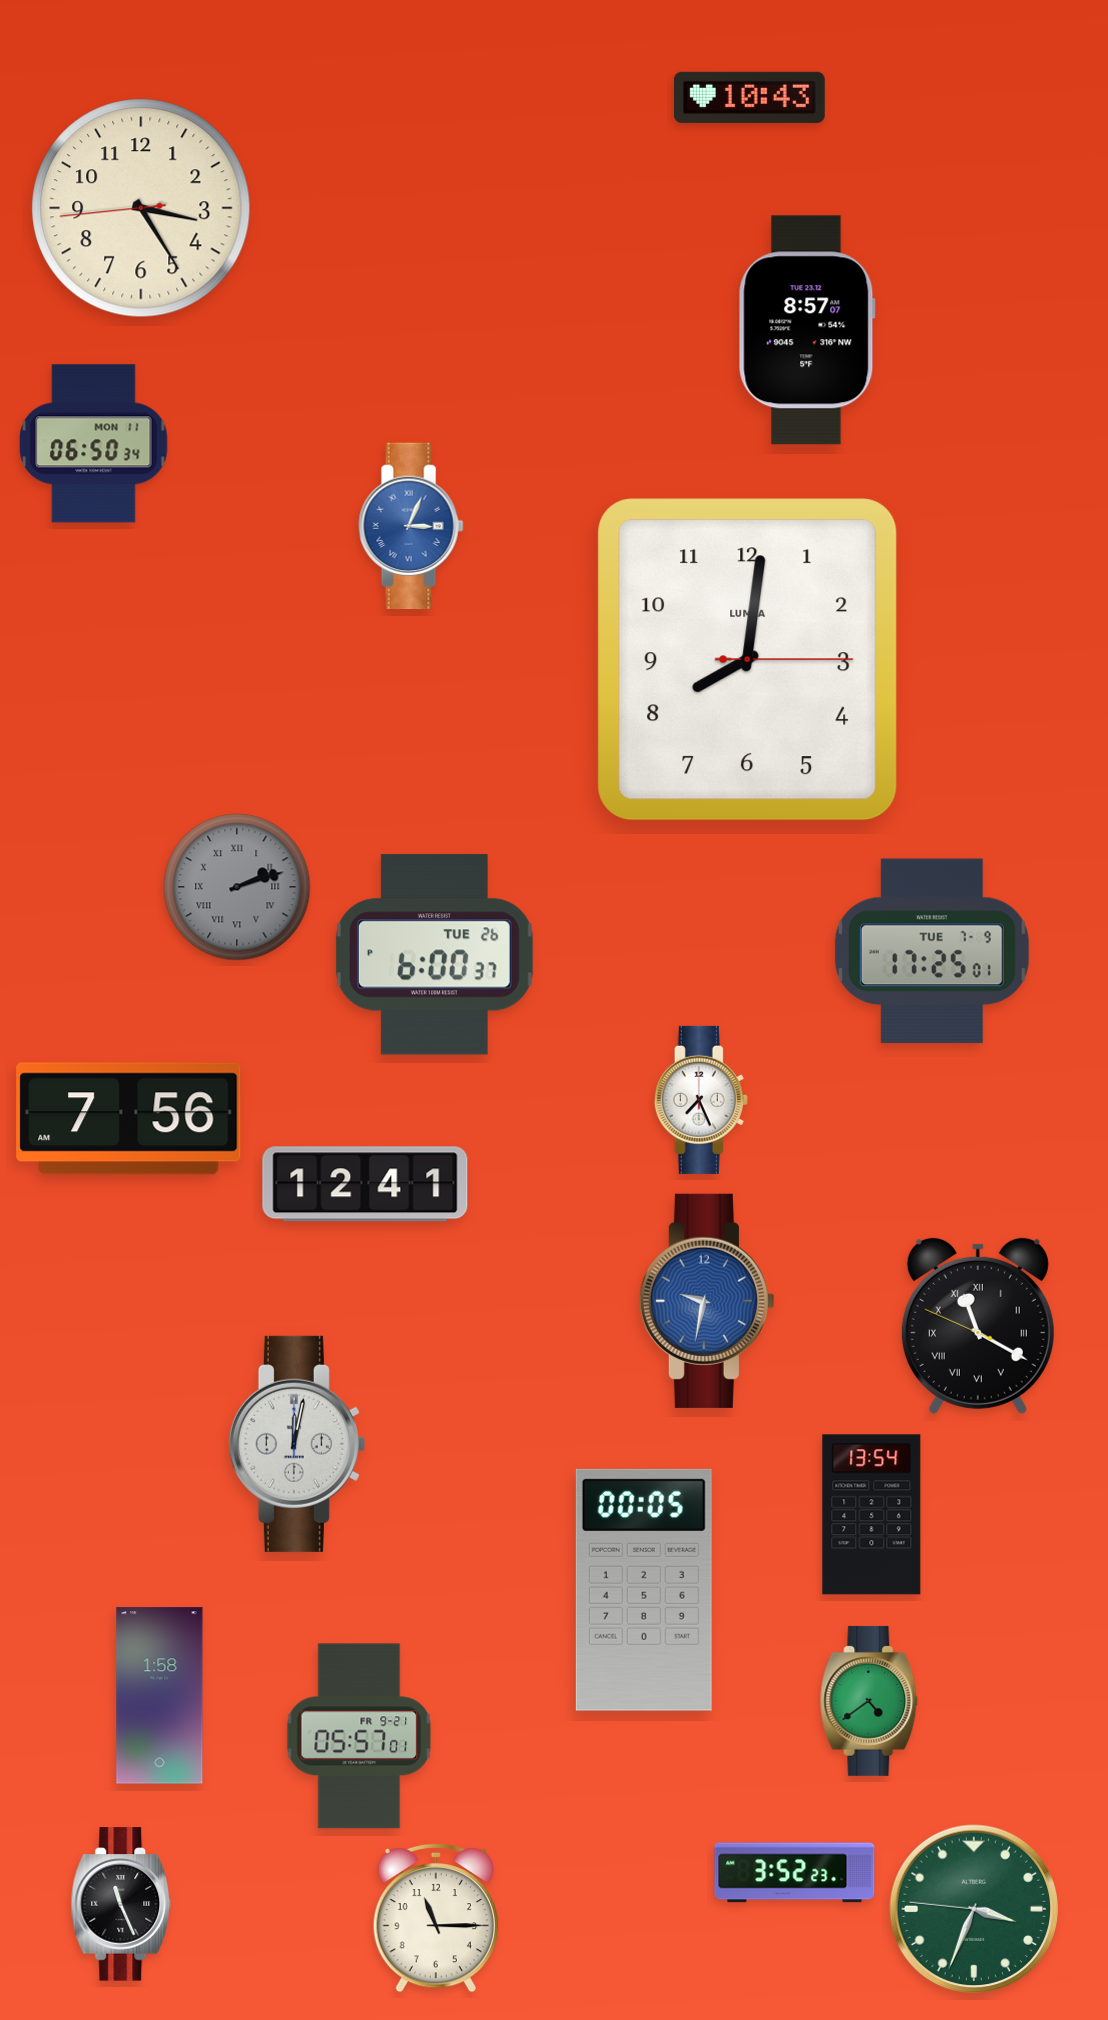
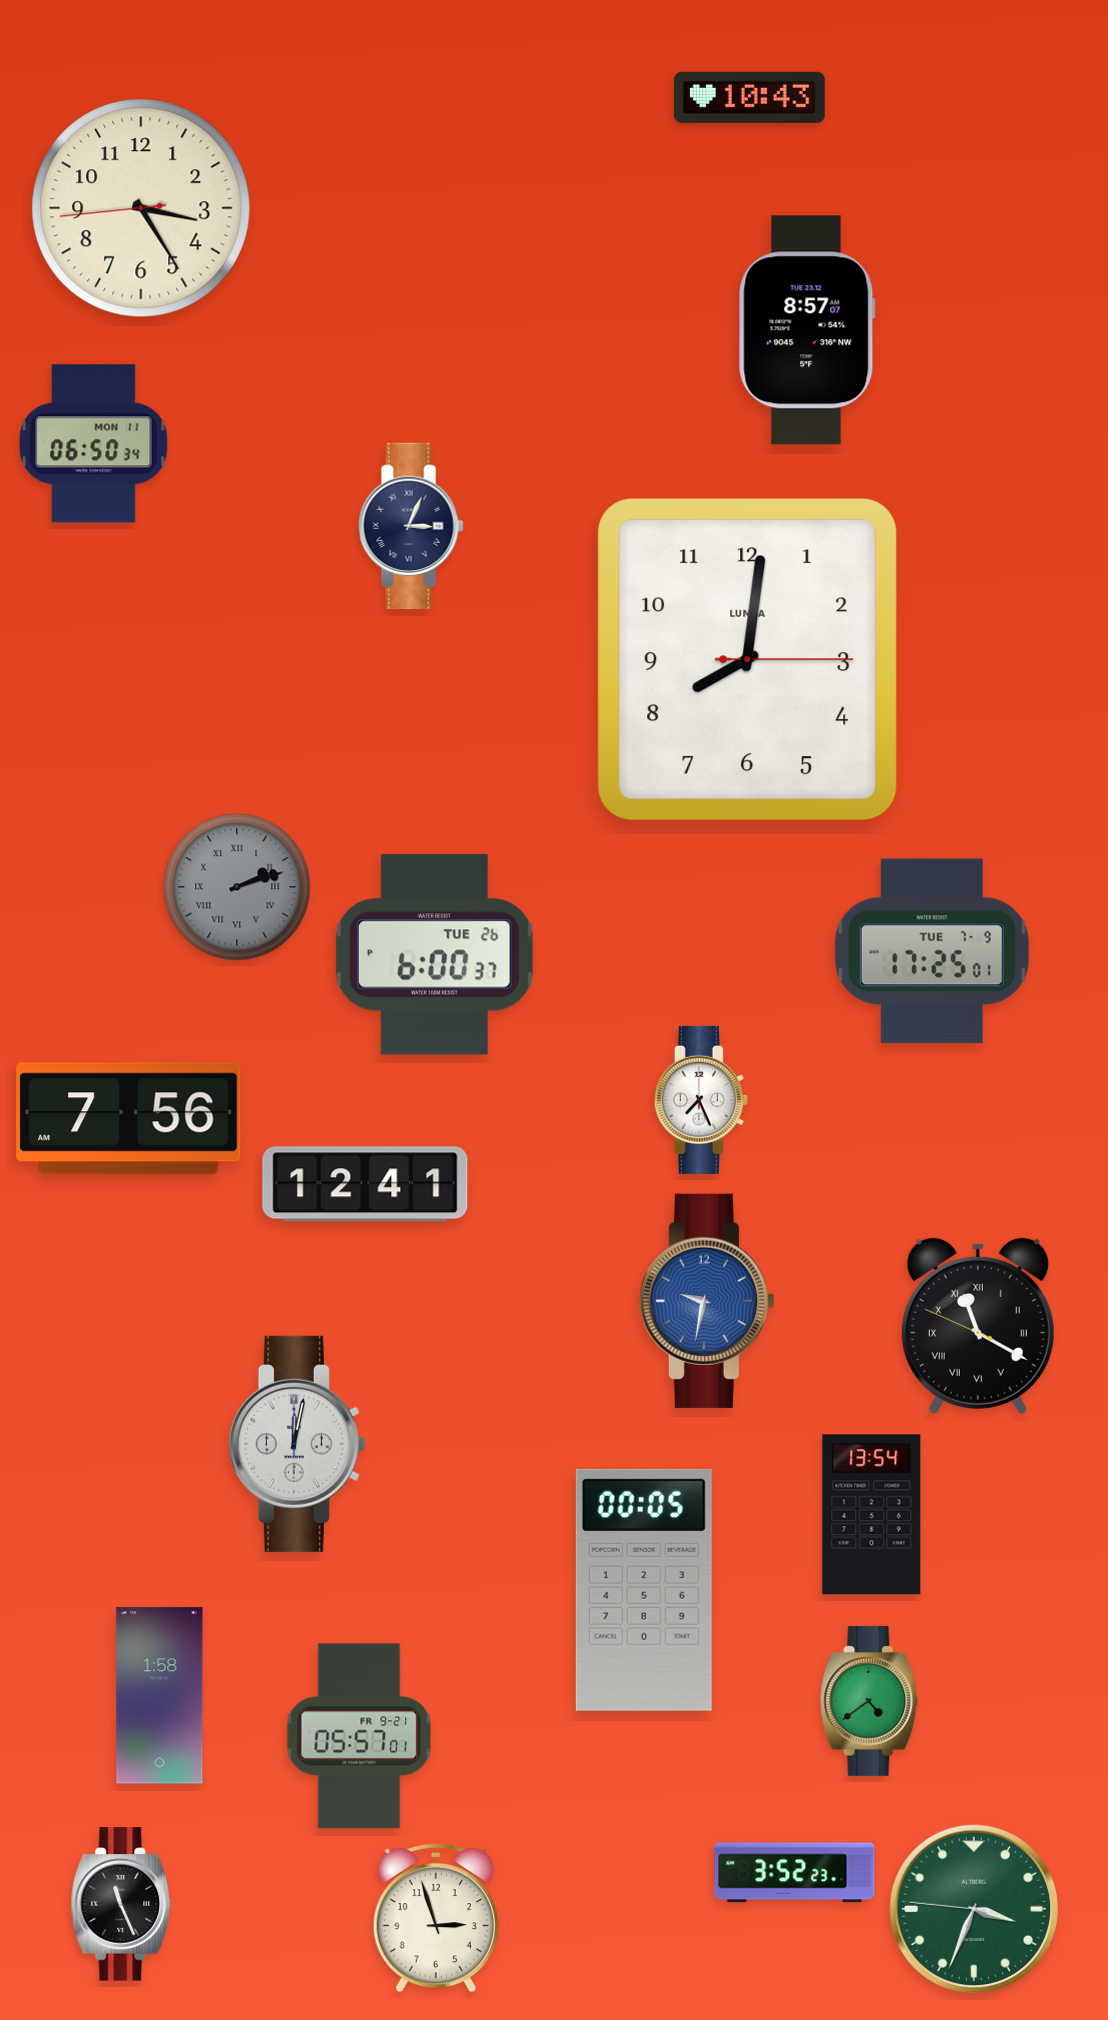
clock at (411, 526) dial: blue -> navy
clock at (436, 1918): 11:15 -> 2:57
